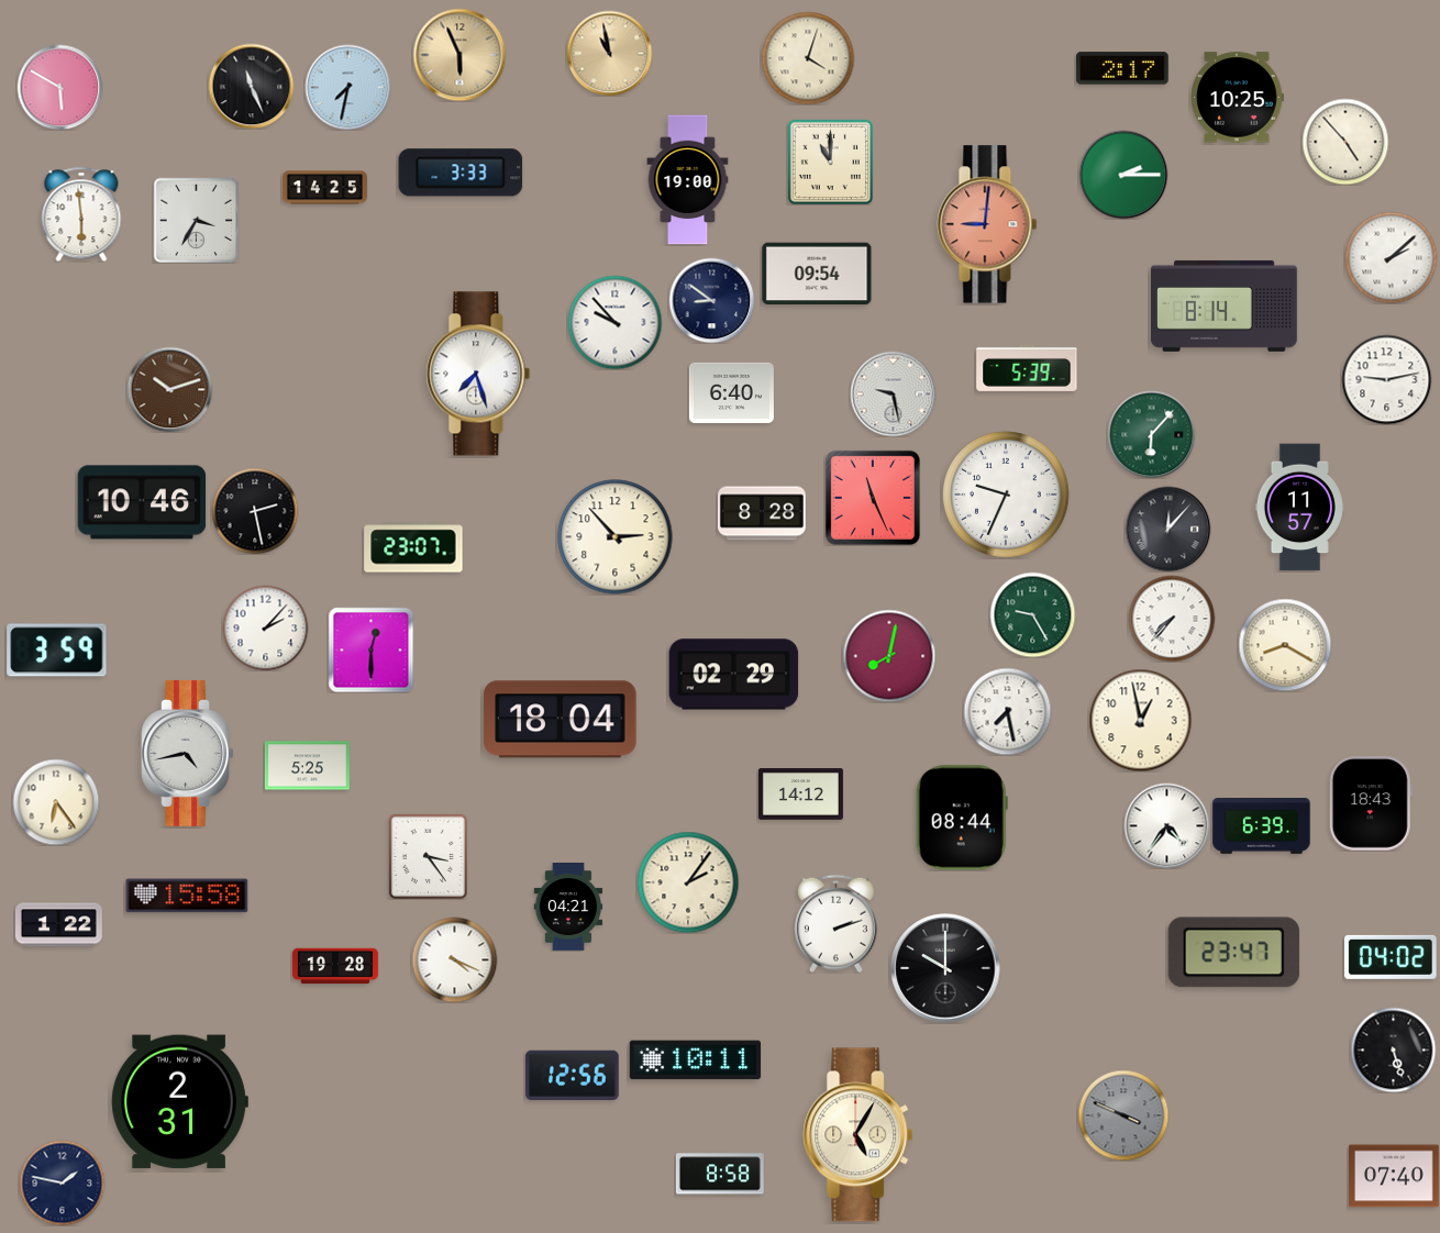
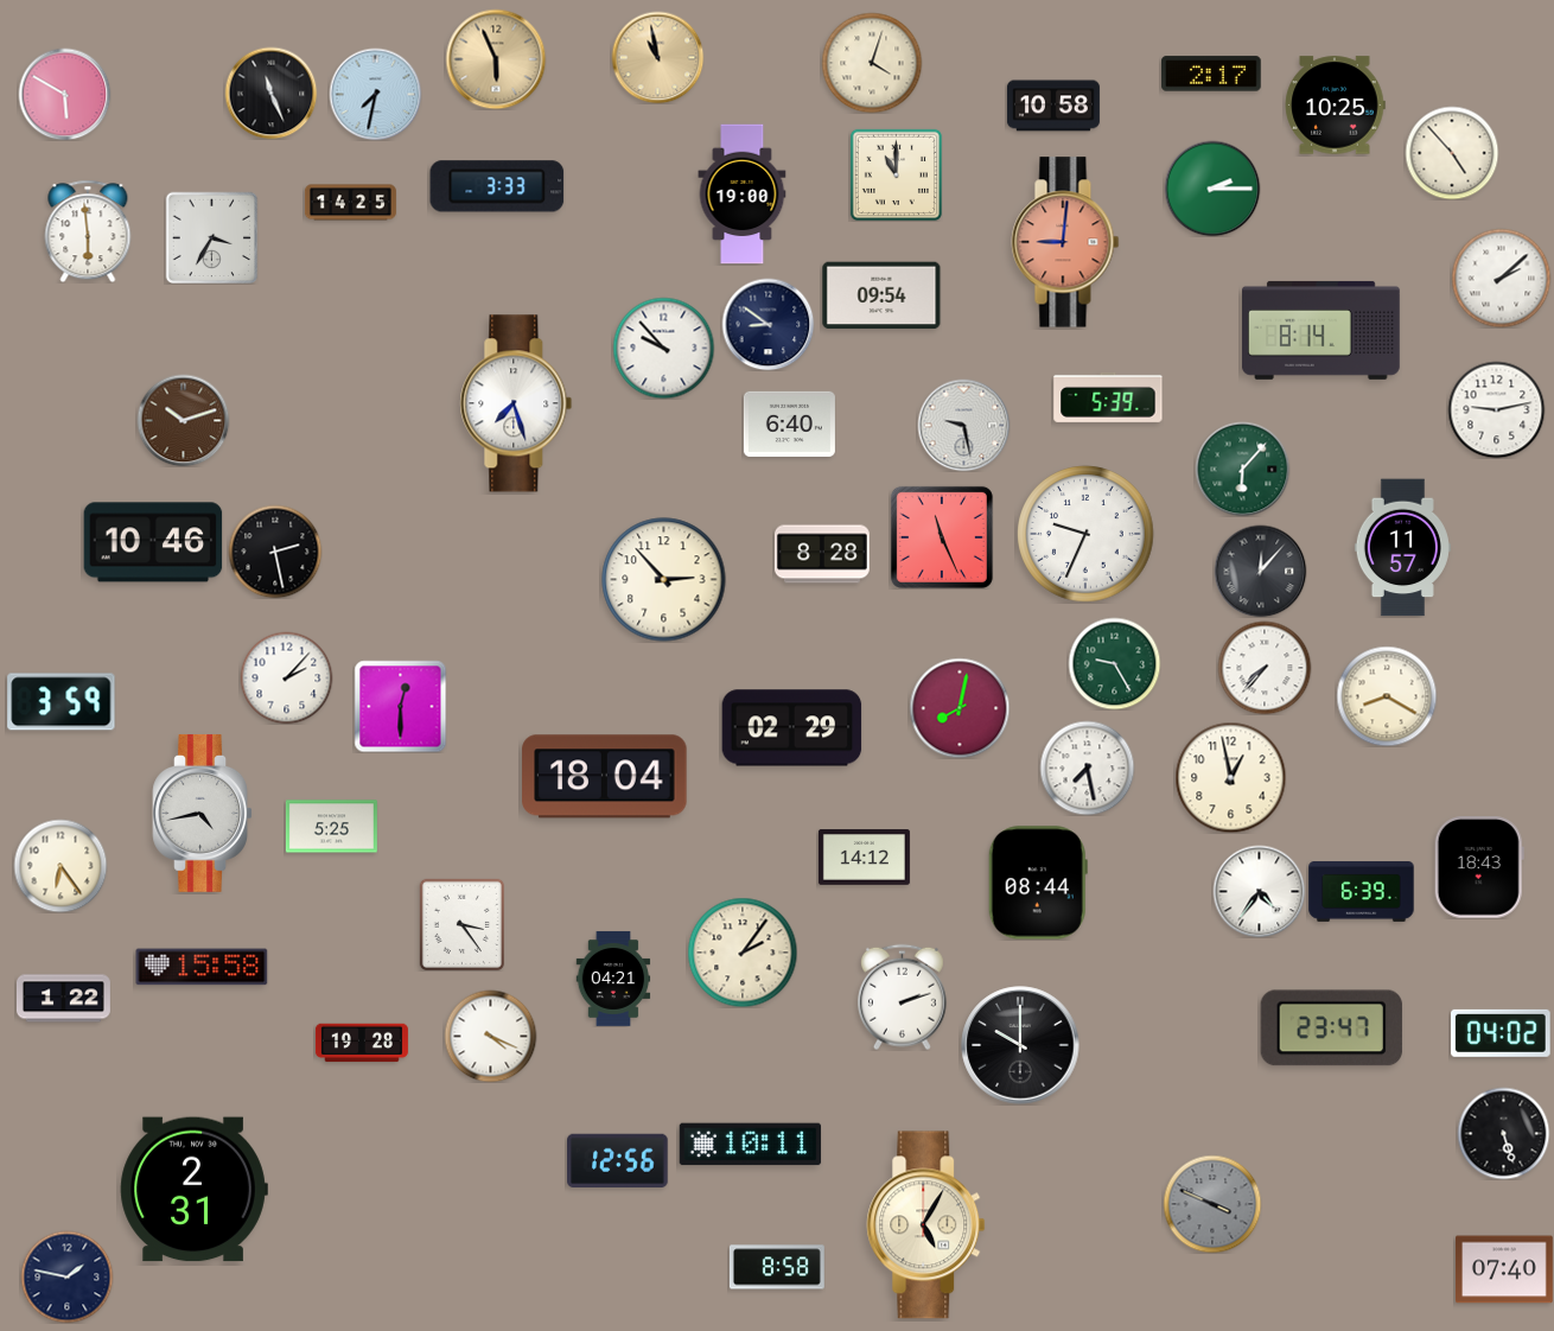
clock at (1053, 106): none -> 10:58
clock at (413, 547): 23:07 -> none
clock at (370, 649) position: (370, 649) -> (400, 706)
